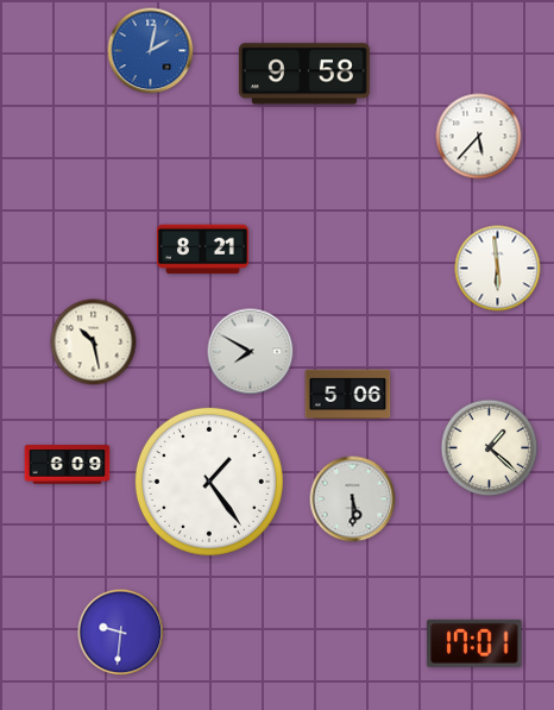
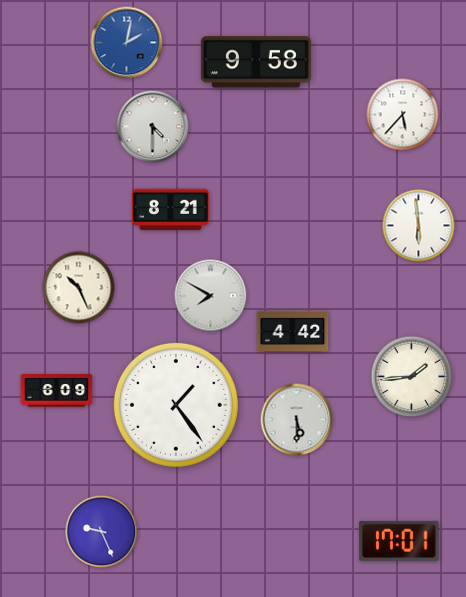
clock at (153, 127): none -> 4:30
clock at (94, 343): 10:28 -> 10:26
clock at (348, 395): 5:06 -> 4:42
clock at (490, 448): 1:22 -> 1:44
clock at (121, 633): 9:31 -> 9:26
